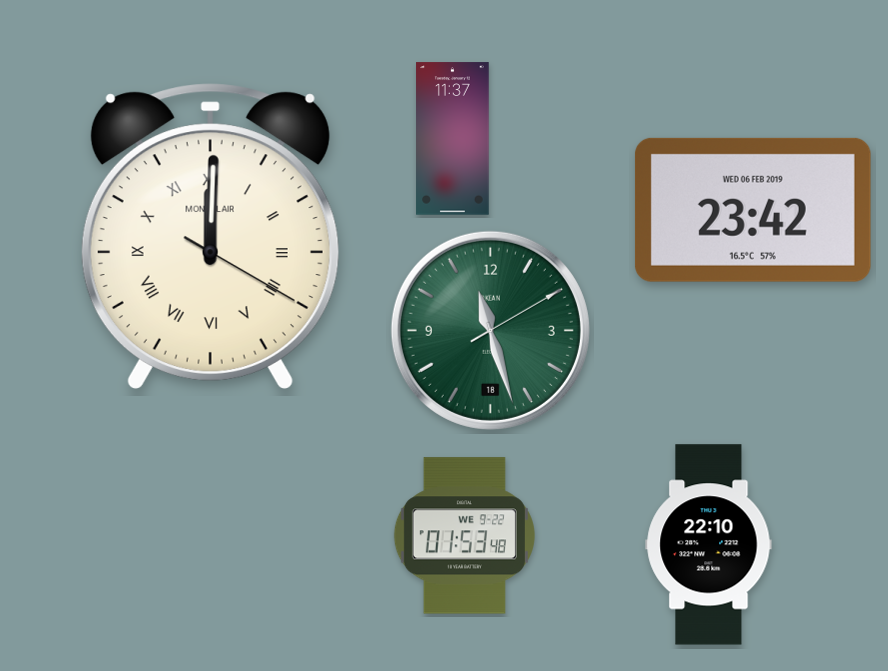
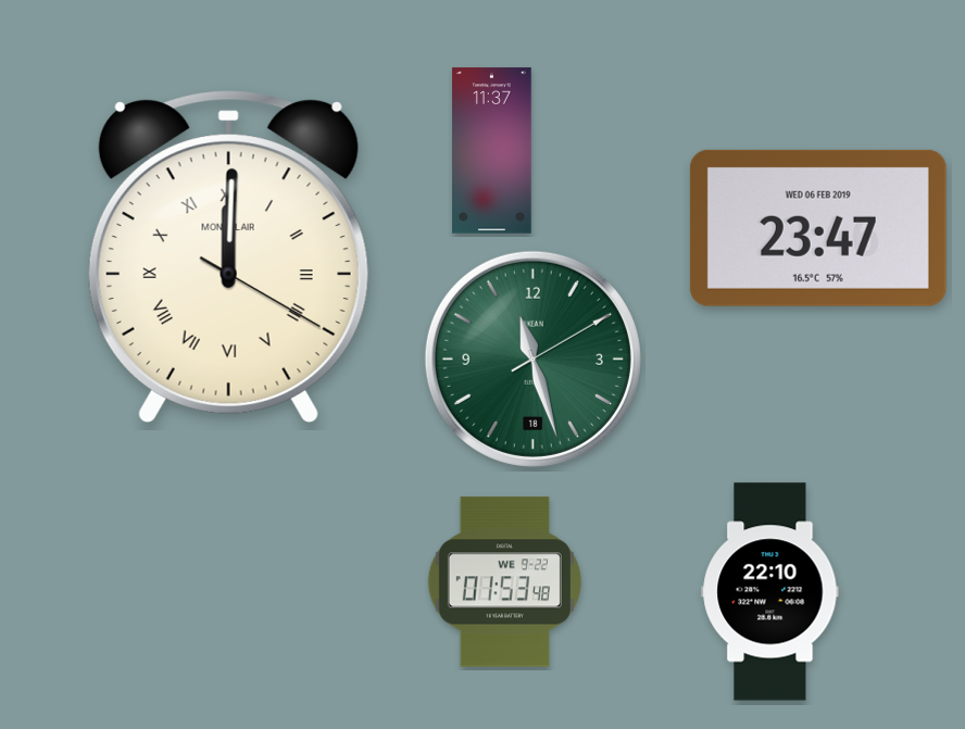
clock at (753, 210): 23:42 -> 23:47
